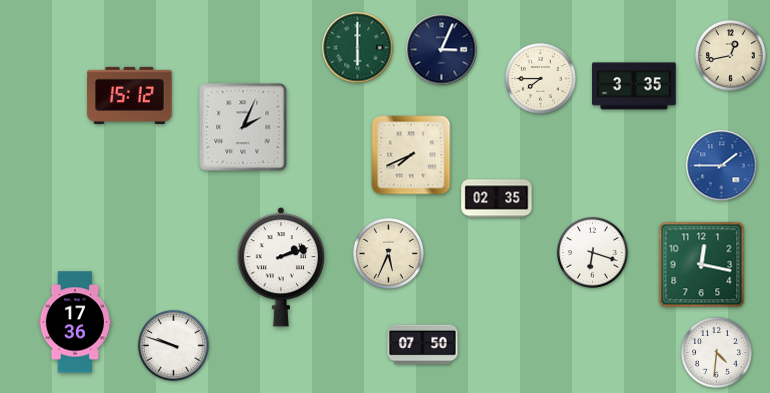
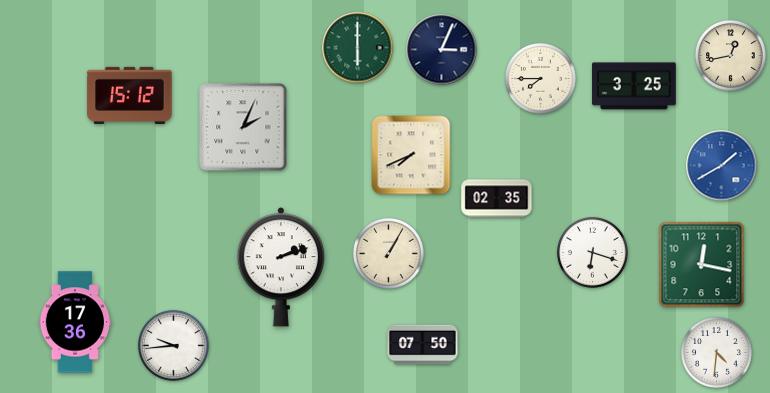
clock at (634, 86): 3:35 -> 3:25
clock at (722, 166): 1:45 -> 1:40
clock at (388, 253): 5:34 -> 1:05
clock at (173, 345): 9:48 -> 9:44
